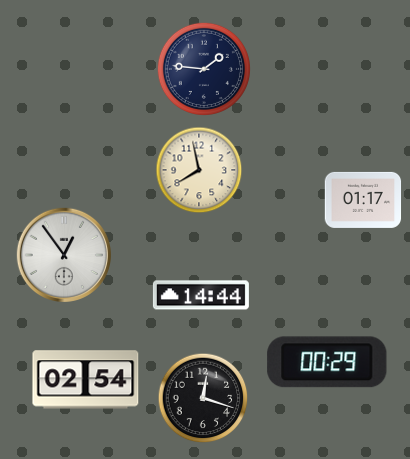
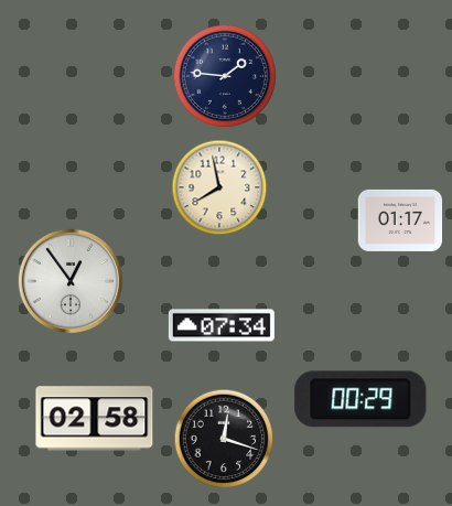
clock at (201, 295): 14:44 -> 07:34
clock at (86, 380): 02:54 -> 02:58
